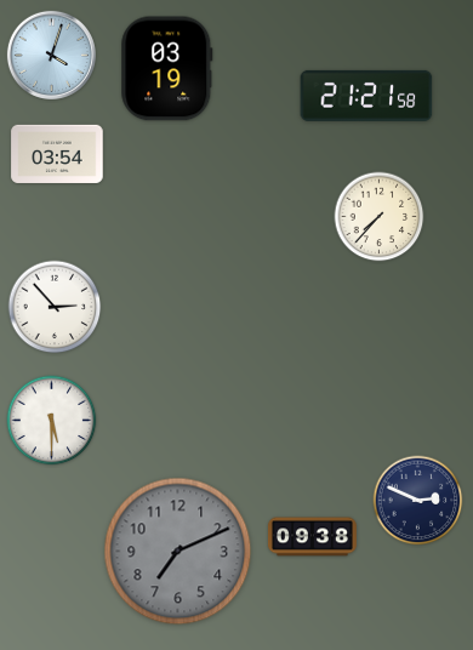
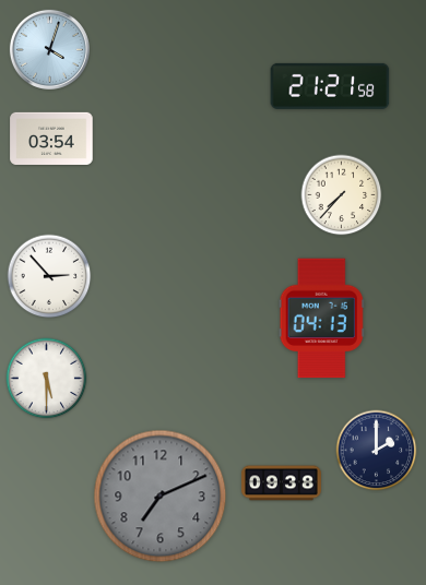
clock at (51, 55) position: (51, 55) -> (49, 49)
clock at (167, 69): 03:19 -> none
clock at (321, 319): none -> 04:13
clock at (418, 501): 2:49 -> 2:00
